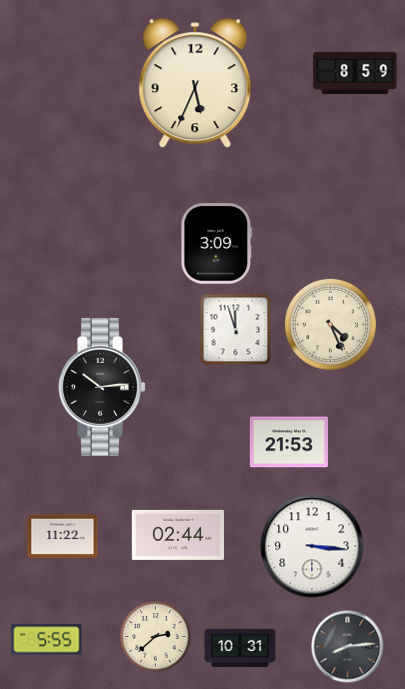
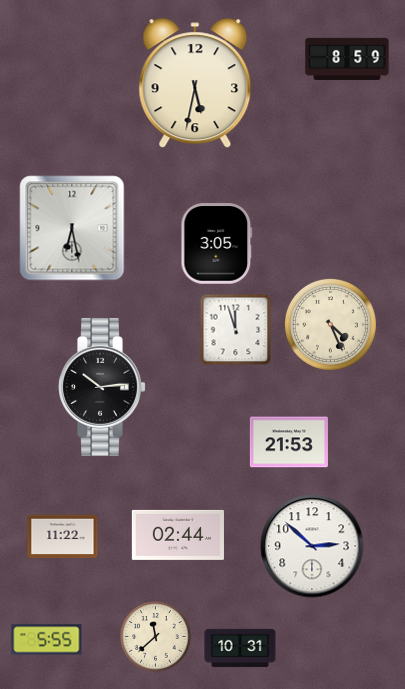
clock at (355, 73) position: (355, 73) -> (347, 59)
clock at (195, 84): 5:34 -> 5:32
clock at (72, 228): none -> 6:28
clock at (217, 244): 3:09 -> 3:05
clock at (312, 546): 3:16 -> 2:52
clock at (156, 637): 2:38 -> 11:38
clock at (348, 647): 8:14 -> none
